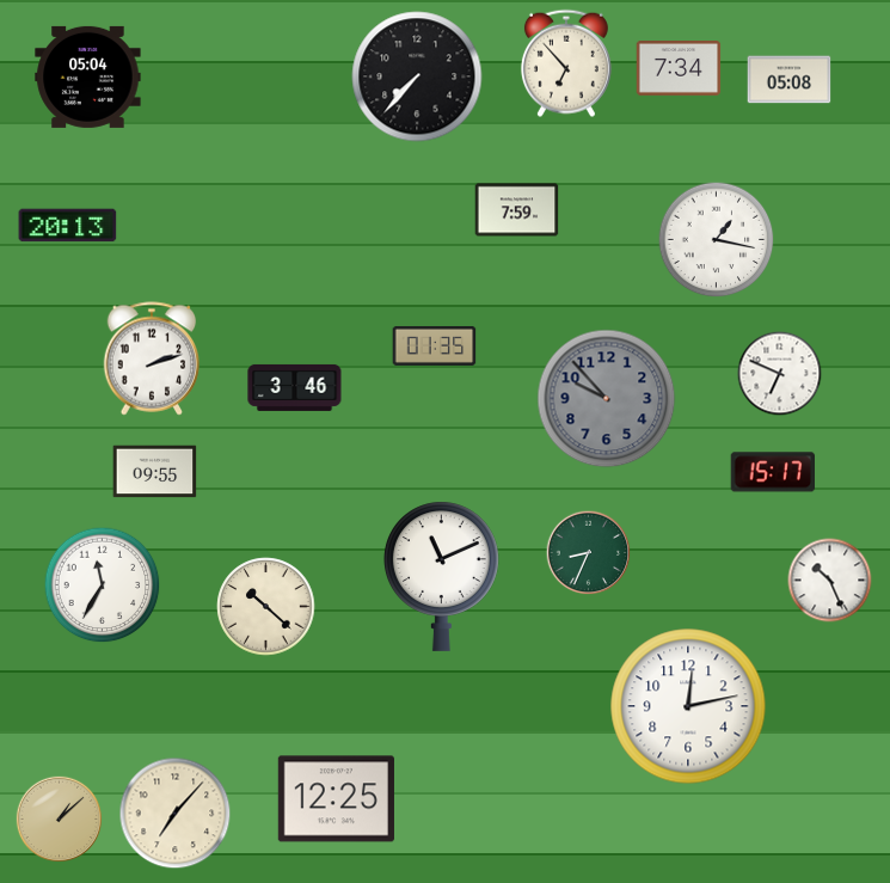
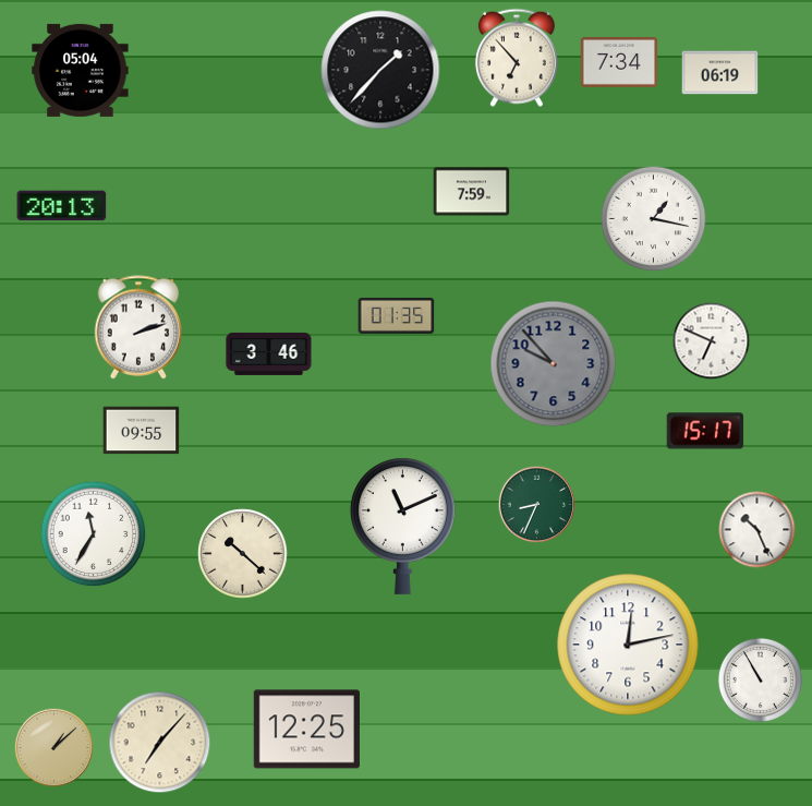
clock at (417, 76): 7:37 -> 1:37
clock at (790, 80): 05:08 -> 06:19
clock at (760, 679): none -> 10:55
